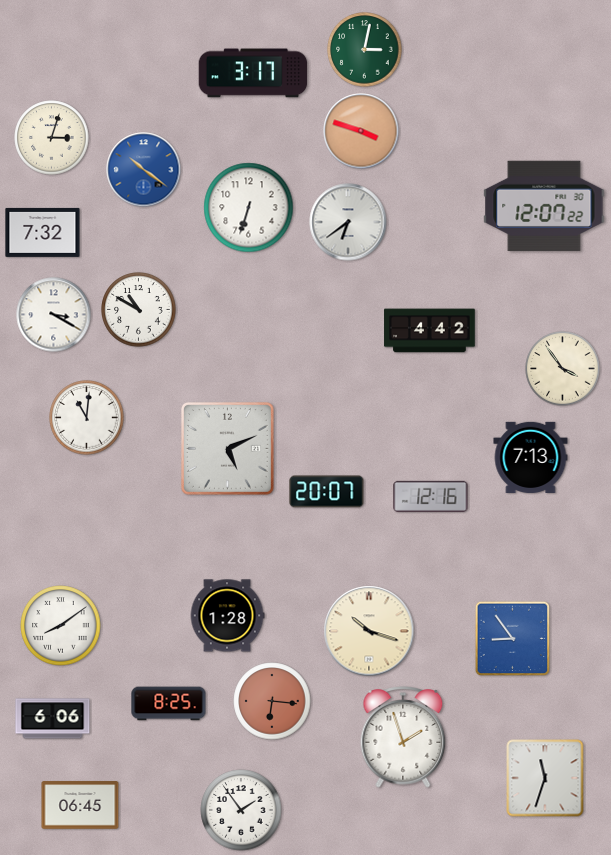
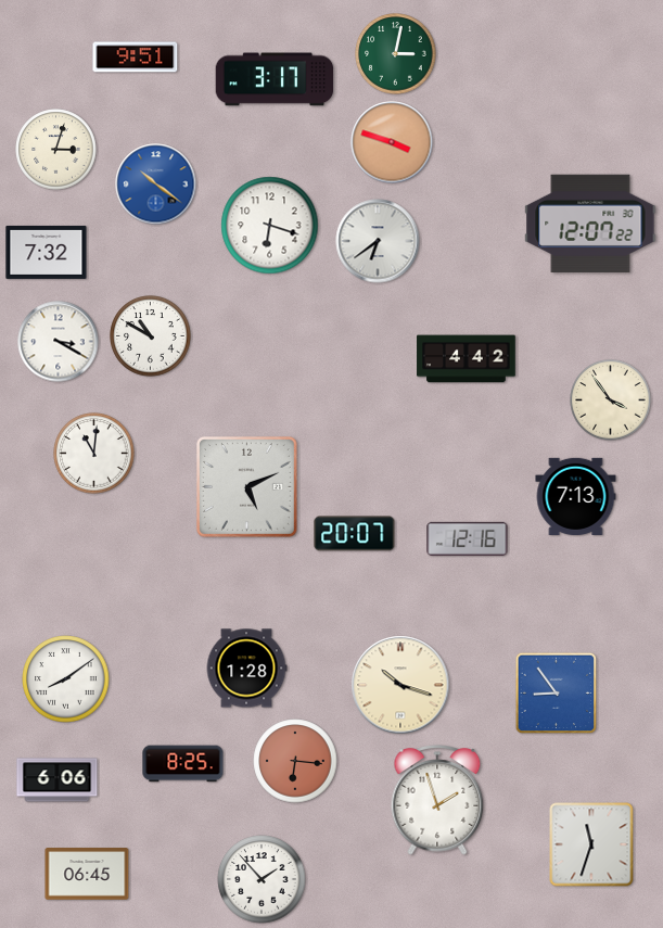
clock at (136, 58): none -> 9:51
clock at (249, 208): 6:33 -> 6:18
clock at (241, 810): 1:54 -> 1:53
